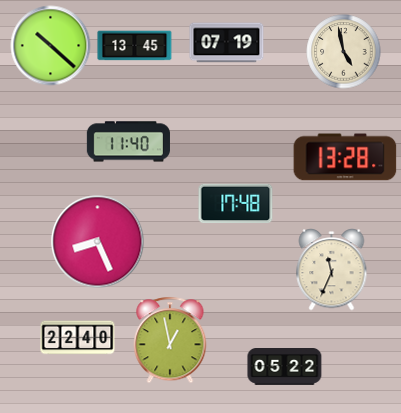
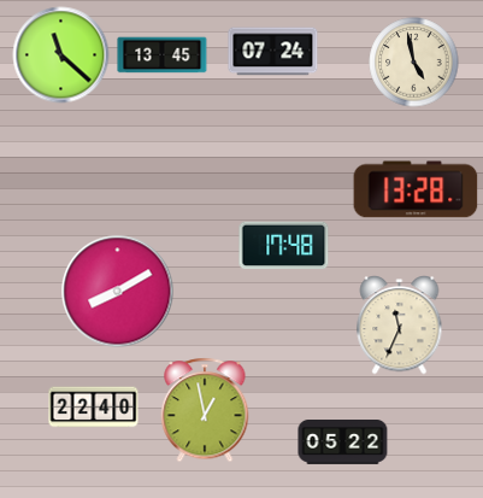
clock at (227, 43): 07:19 -> 07:24
clock at (51, 46): 10:22 -> 11:22
clock at (128, 142): 11:40 -> none
clock at (98, 242): 8:26 -> 8:10
